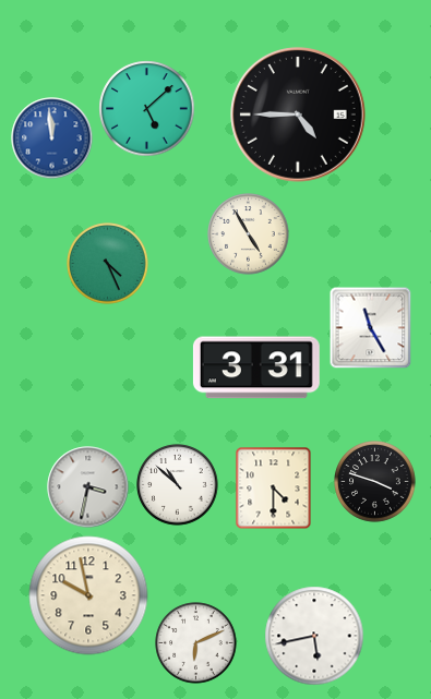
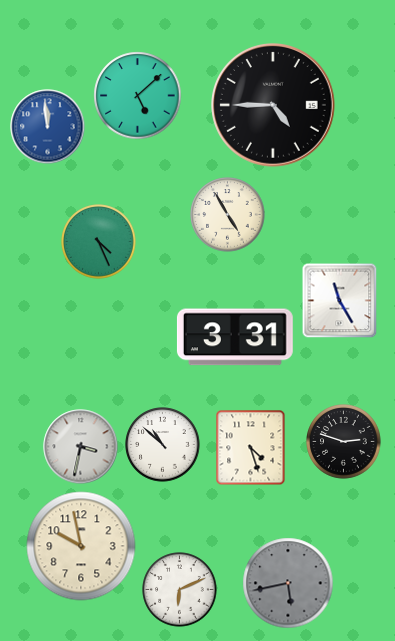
clock at (147, 109) position: (147, 109) -> (138, 96)
clock at (375, 482): 3:48 -> 2:48
clock at (274, 489): 4:30 -> 4:27
clock at (314, 636) dial: white -> grey
